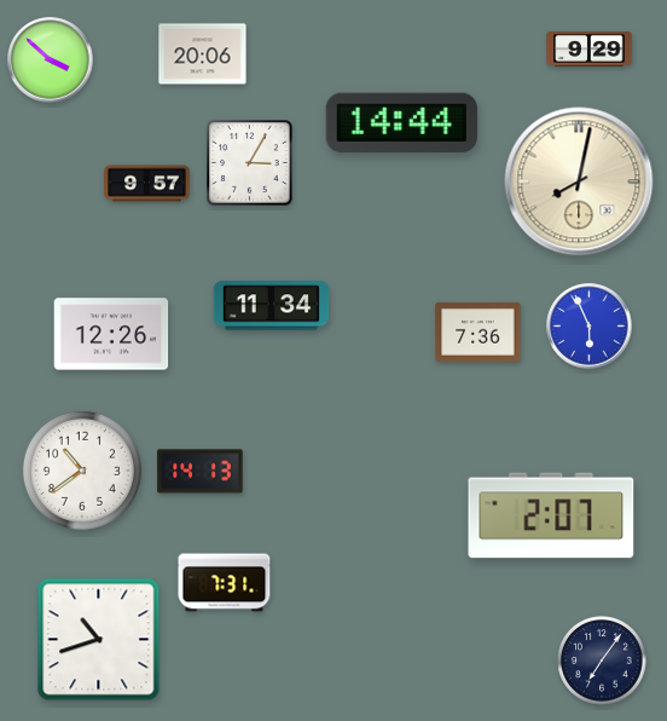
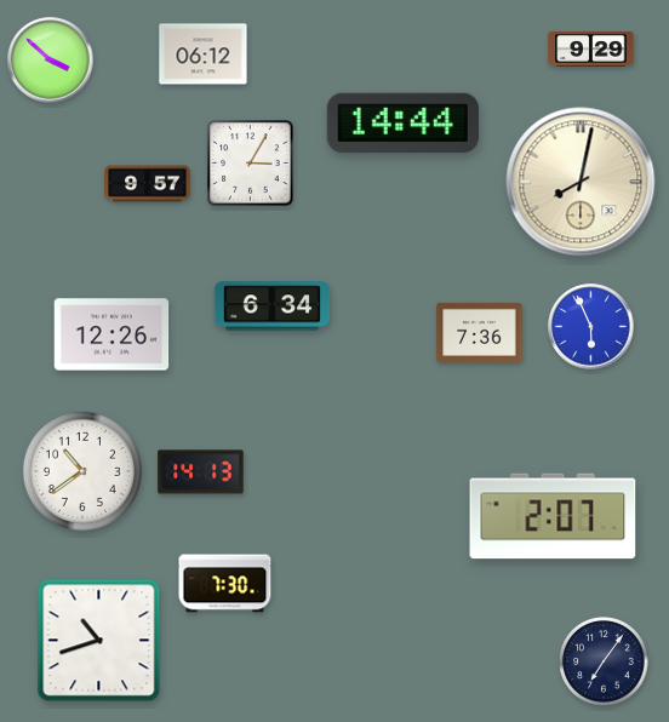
clock at (203, 54): 20:06 -> 06:12
clock at (272, 306): 11:34 -> 6:34
clock at (225, 583): 7:31 -> 7:30
